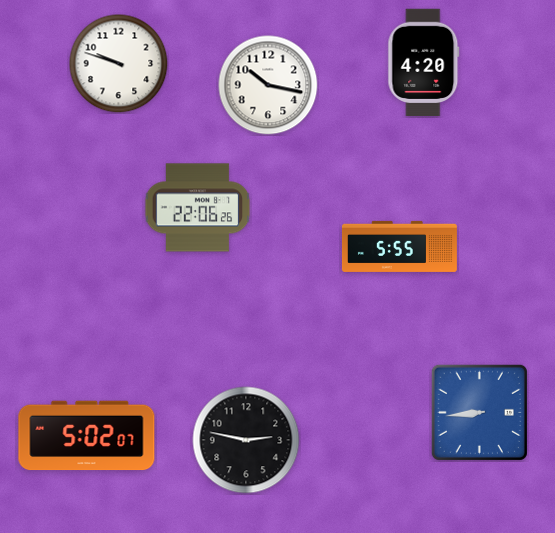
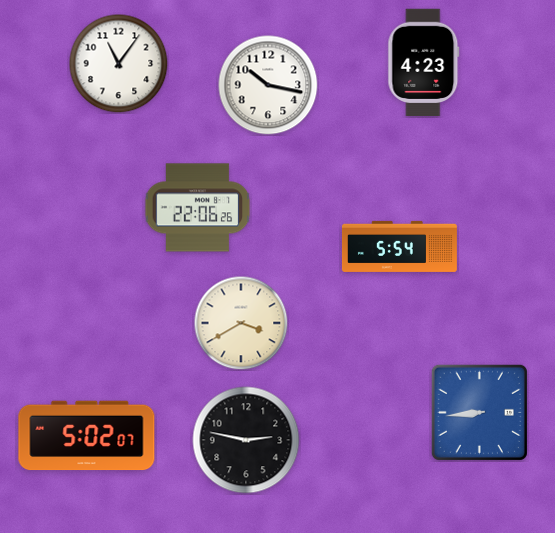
clock at (424, 63): 4:20 -> 4:23
clock at (119, 64): 9:48 -> 11:06
clock at (399, 246): 5:55 -> 5:54
clock at (241, 323): none -> 3:40
